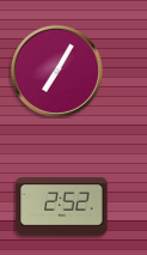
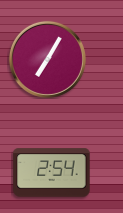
clock at (62, 207): 2:52 -> 2:54
